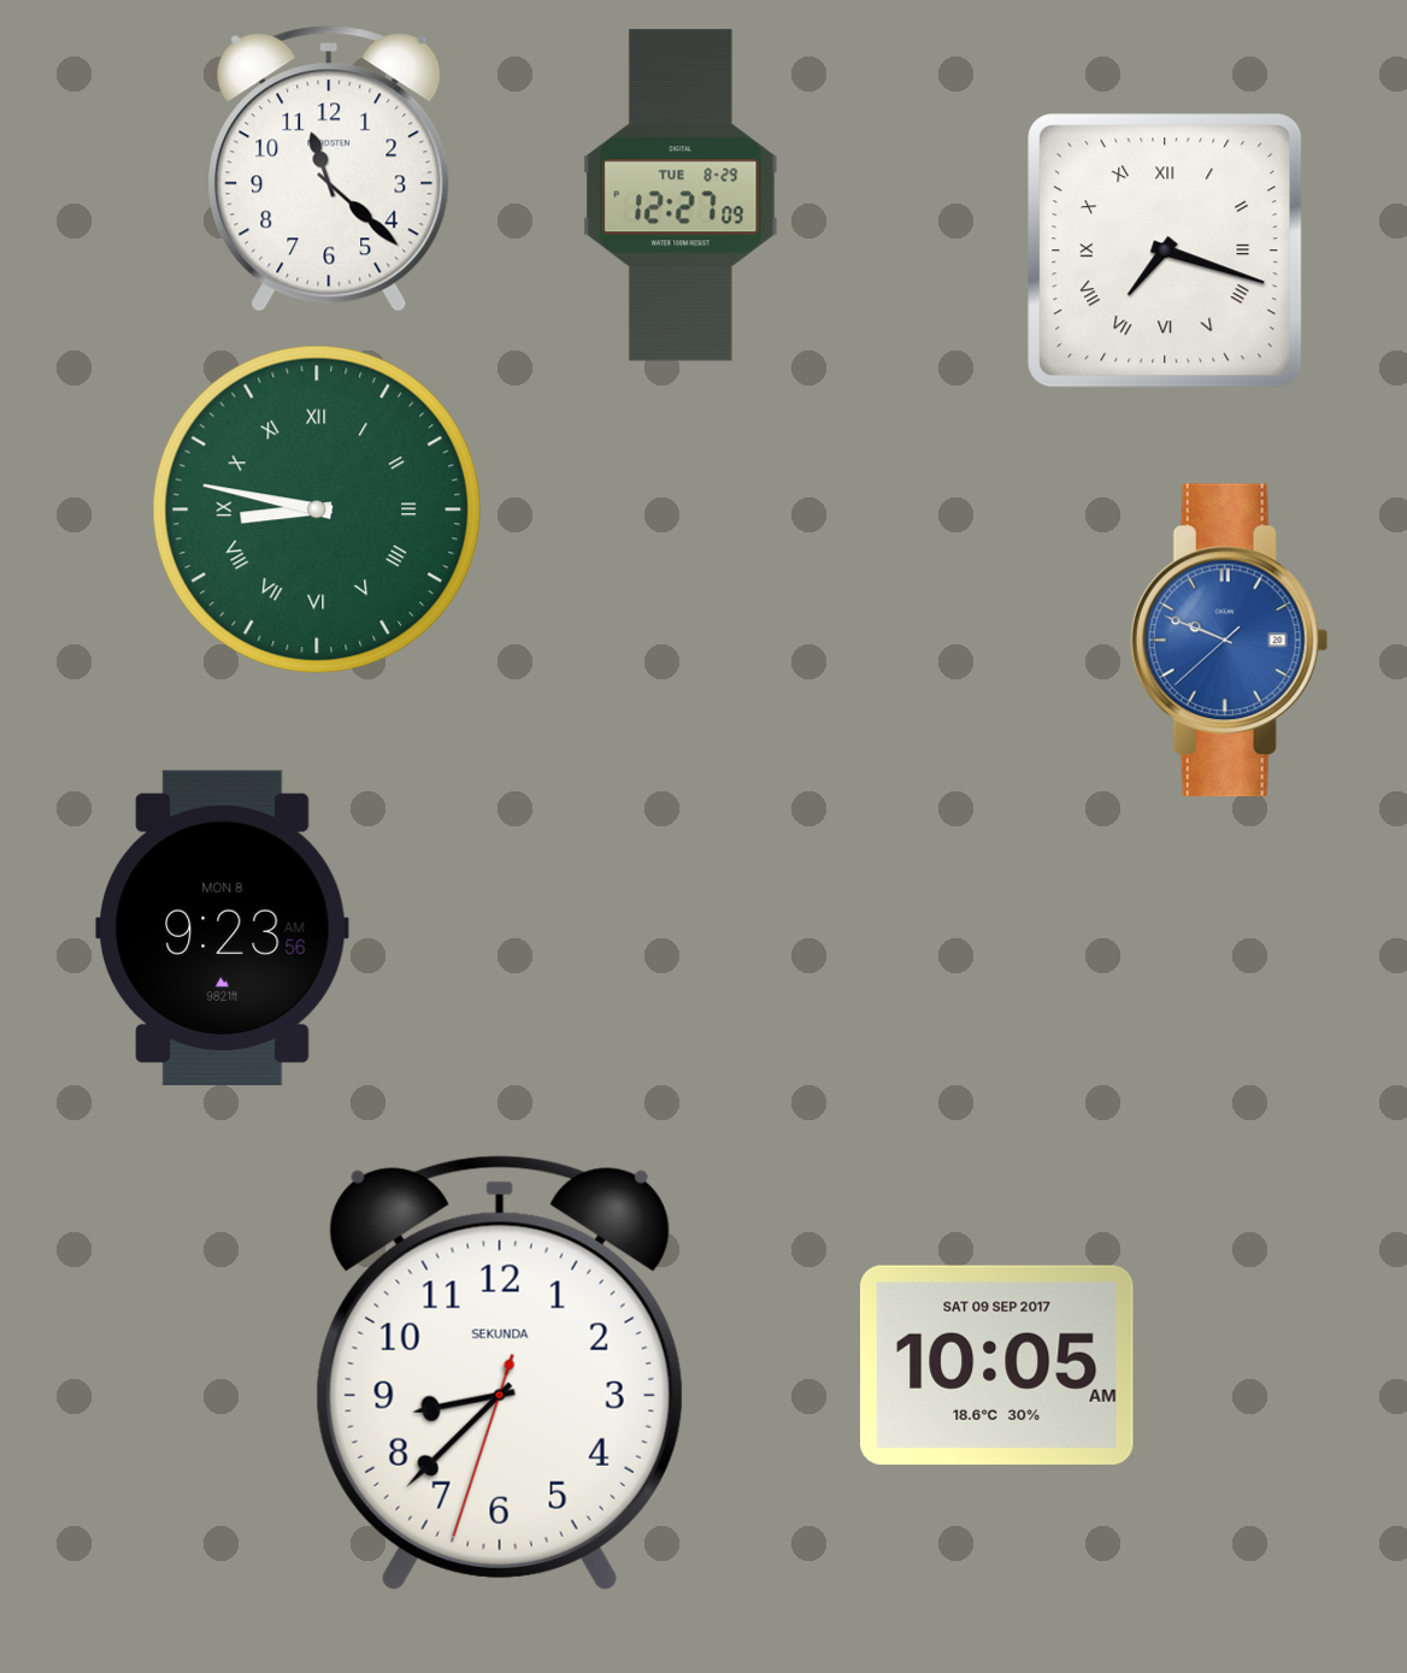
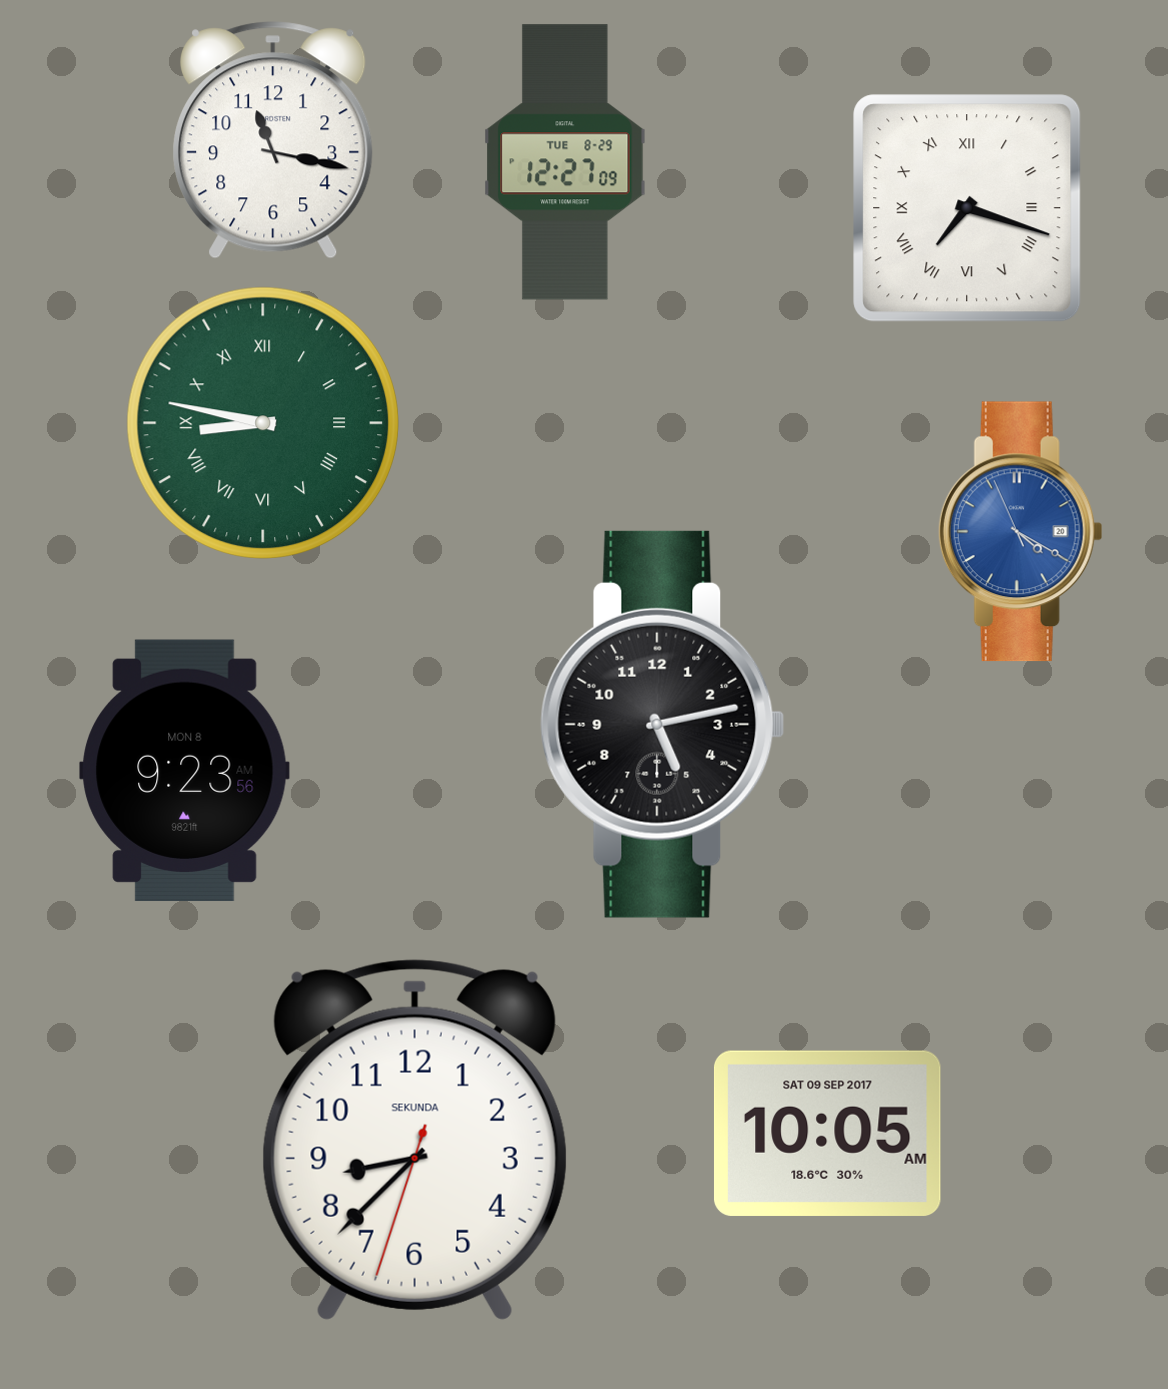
clock at (329, 169): 11:22 -> 11:17
clock at (1229, 641): 9:48 -> 4:19
clock at (663, 724): none -> 5:13
